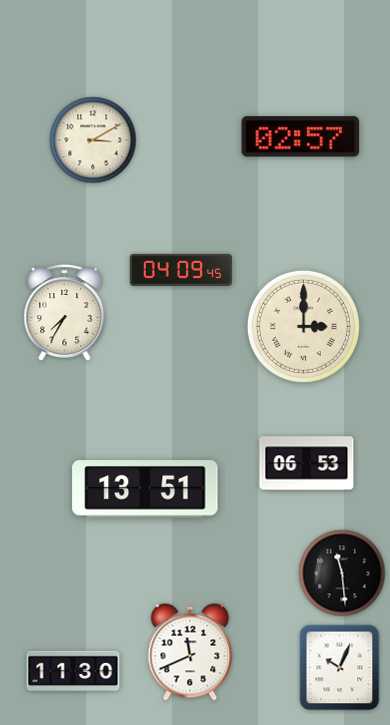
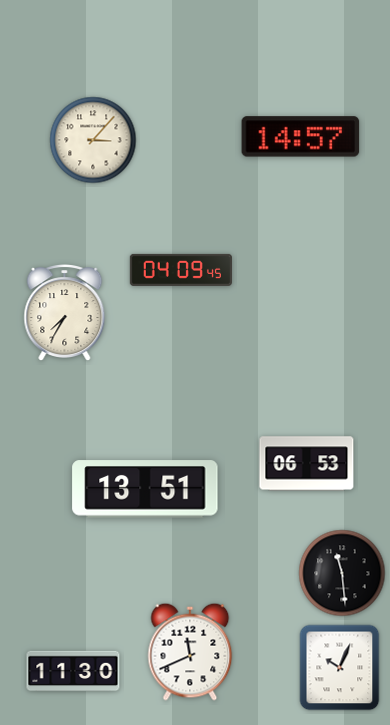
clock at (301, 137): 02:57 -> 14:57
clock at (93, 140): 3:10 -> 3:07
clock at (303, 326): 3:00 -> none
